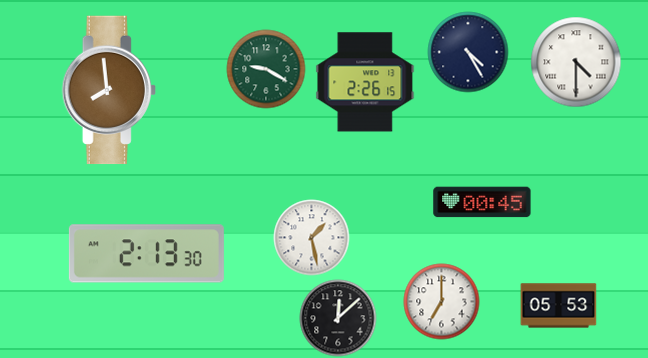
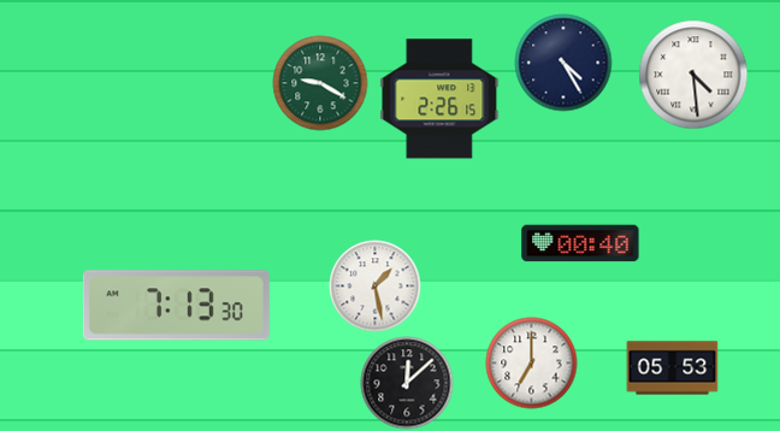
clock at (576, 62): 4:30 -> 4:29
clock at (109, 90): 7:59 -> none
clock at (482, 202): 00:45 -> 00:40
clock at (146, 254): 2:13 -> 7:13
